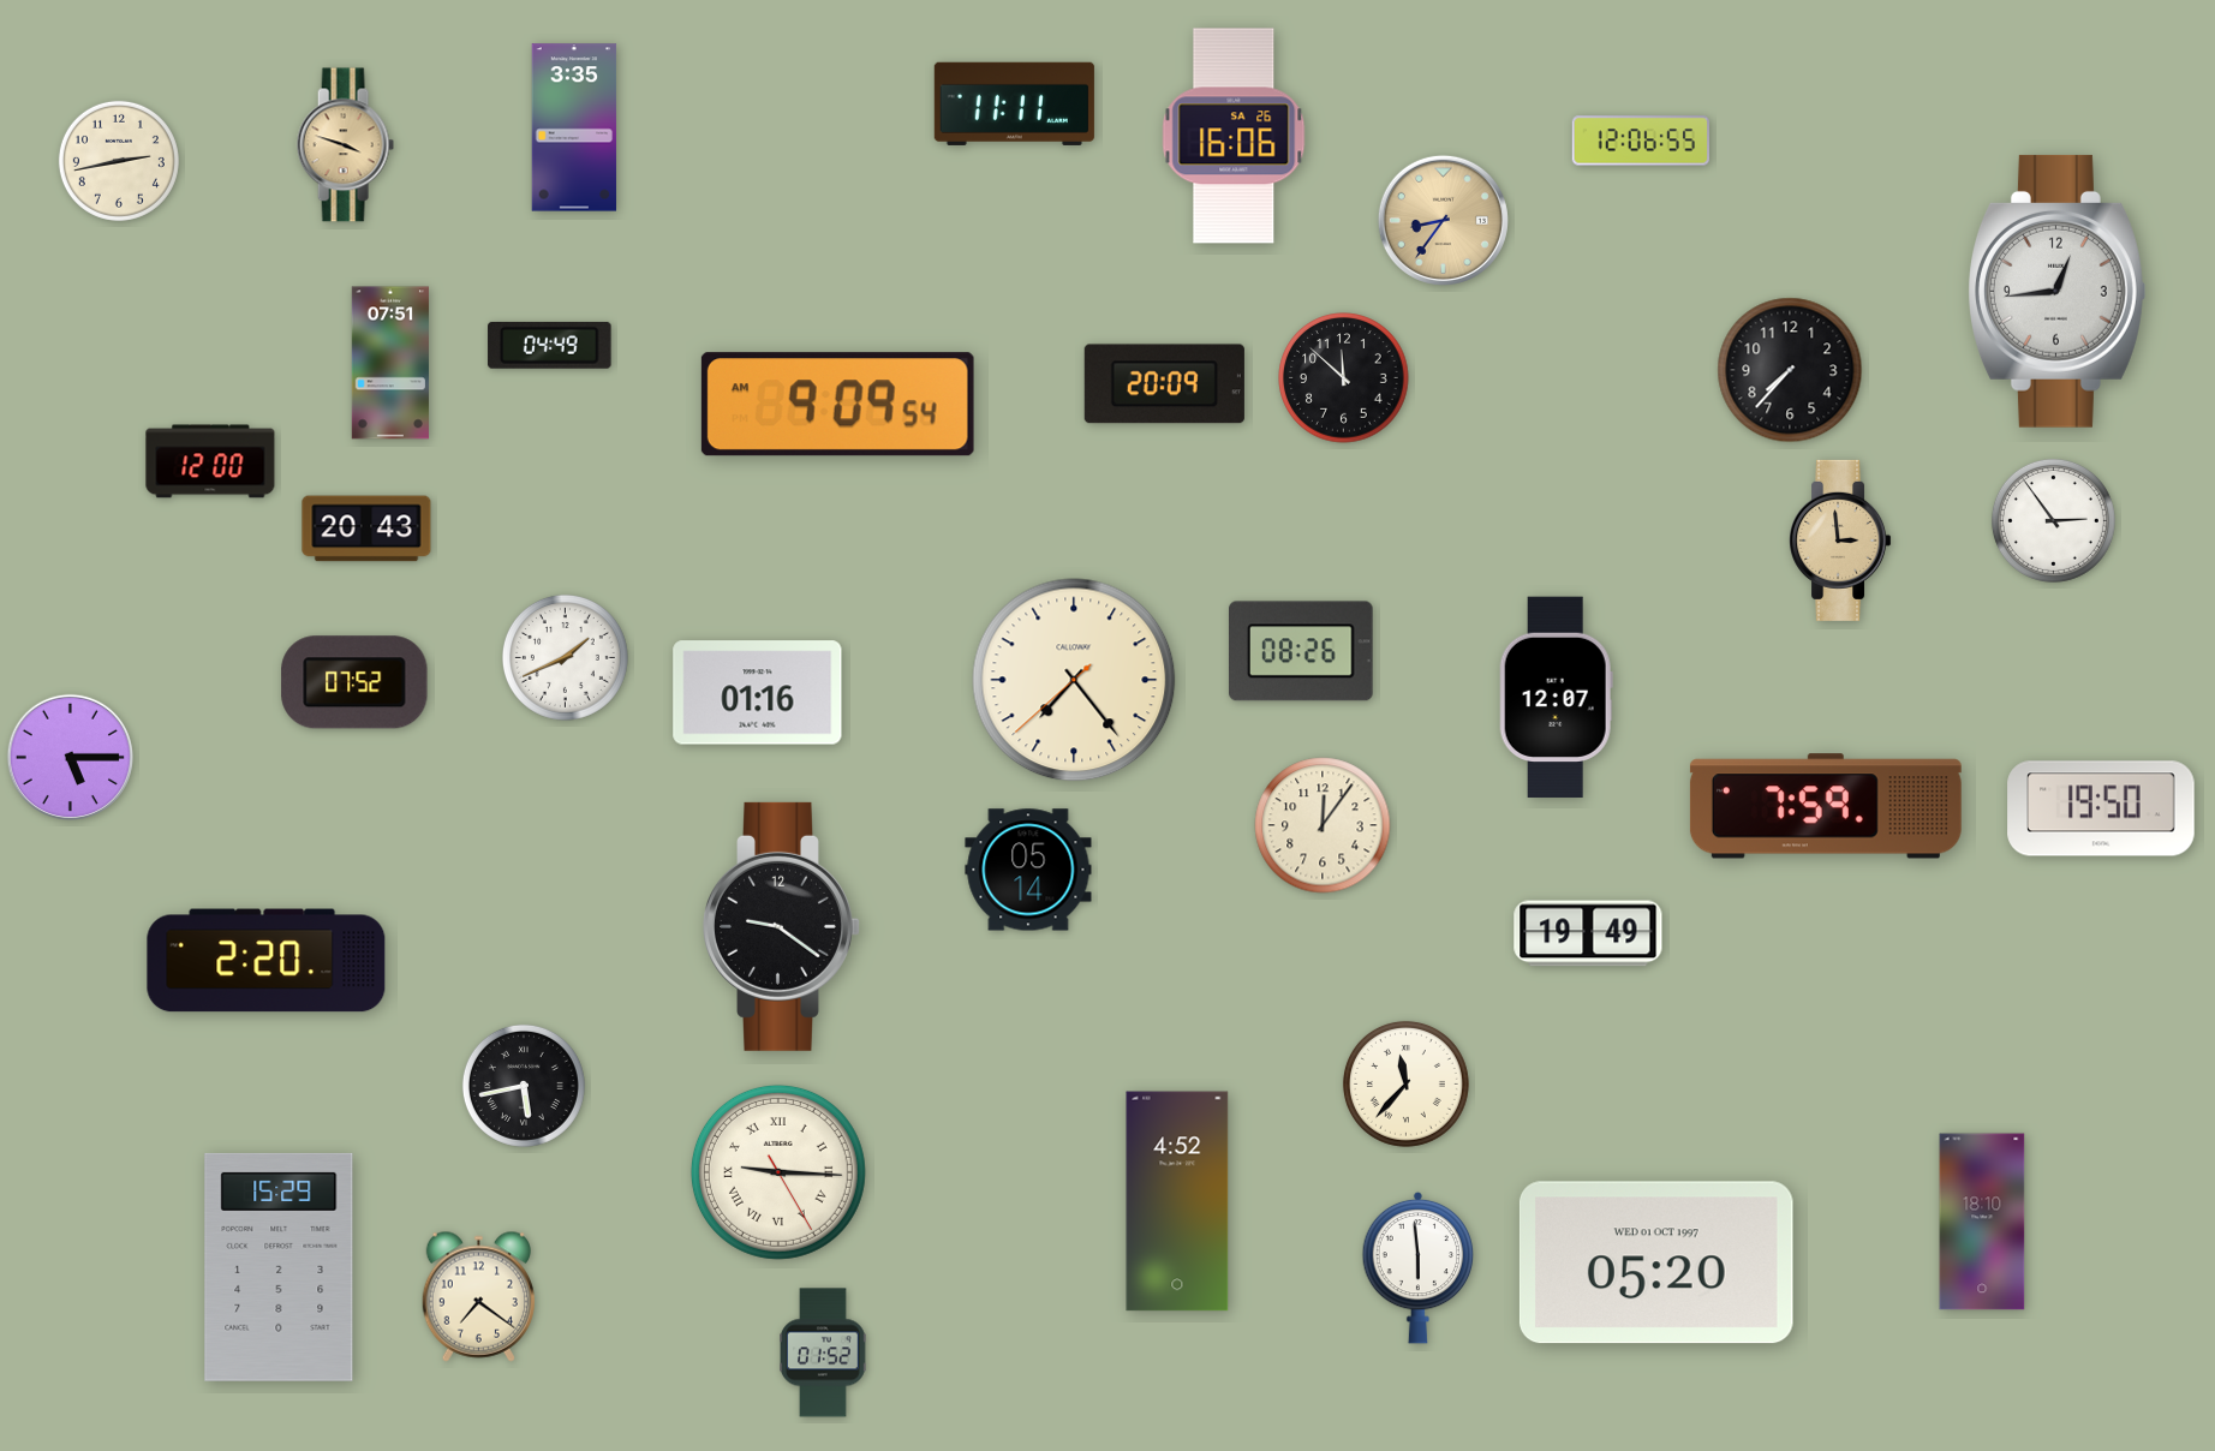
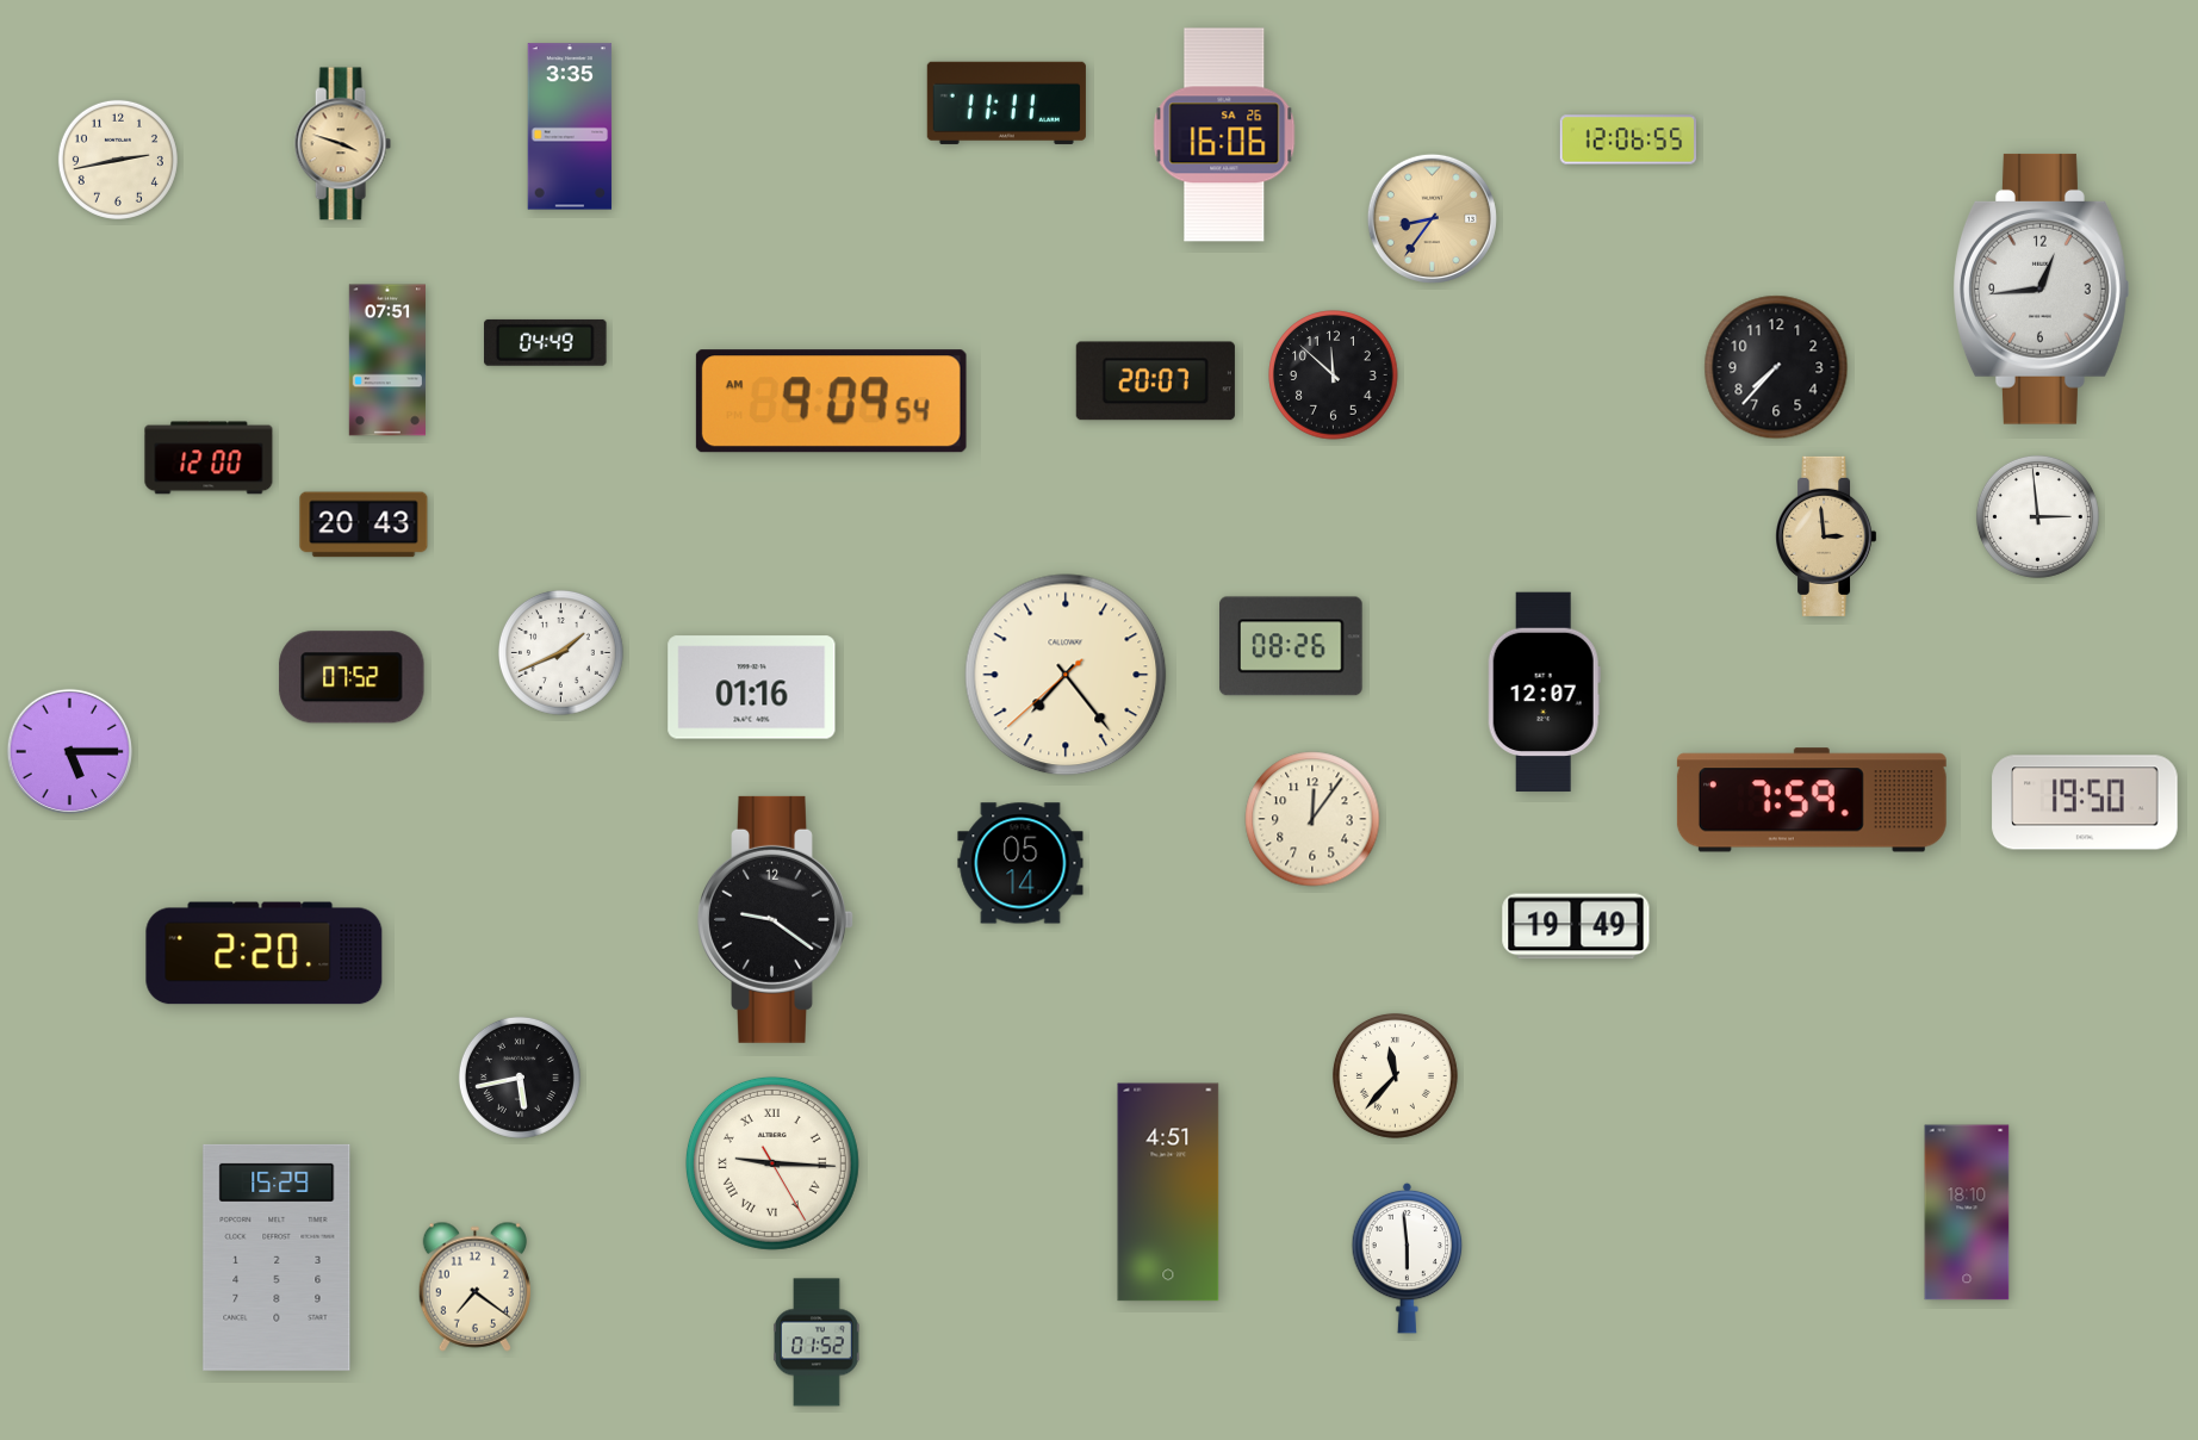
clock at (1164, 384): 20:09 -> 20:07
clock at (2053, 520): 2:54 -> 2:59
clock at (1177, 1201): 4:52 -> 4:51
clock at (1656, 1262): 05:20 -> none
